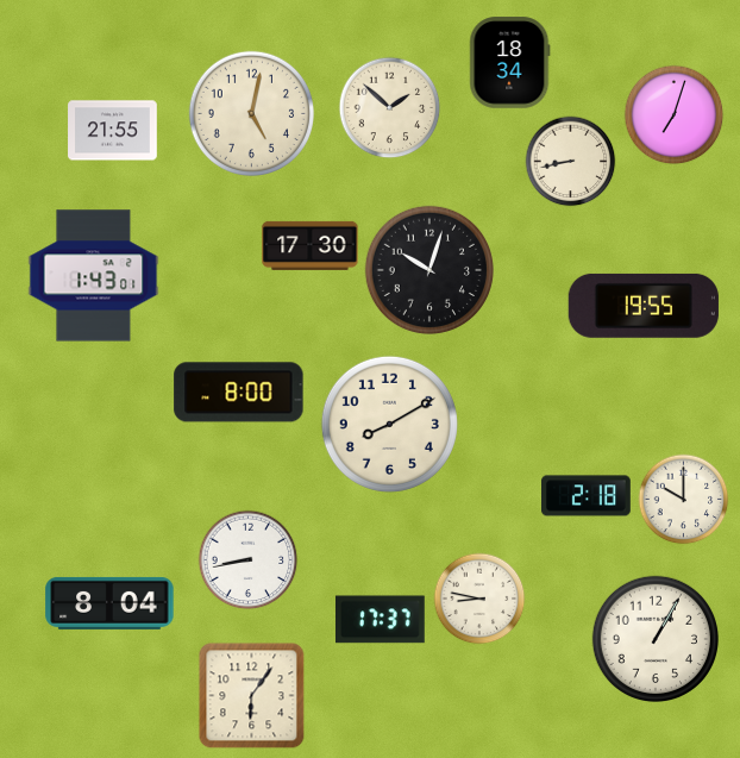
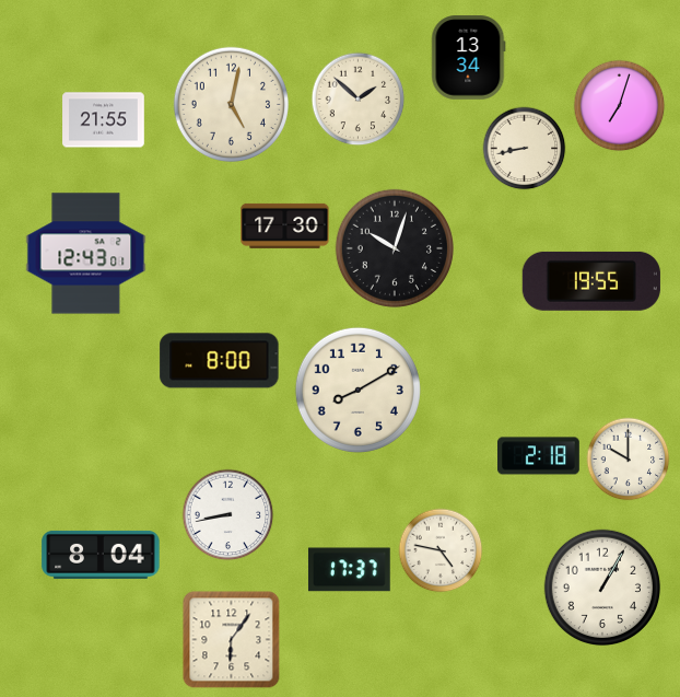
clock at (510, 63): 18:34 -> 13:34
clock at (94, 276): 1:43 -> 12:43
clock at (479, 599): 8:47 -> 4:47
